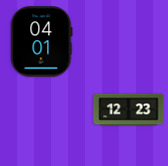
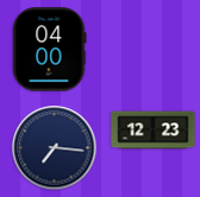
clock at (42, 42): 04:01 -> 04:00
clock at (55, 148): none -> 7:16
